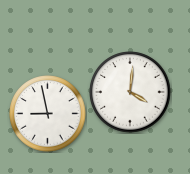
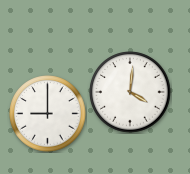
clock at (48, 114): 8:58 -> 9:00
